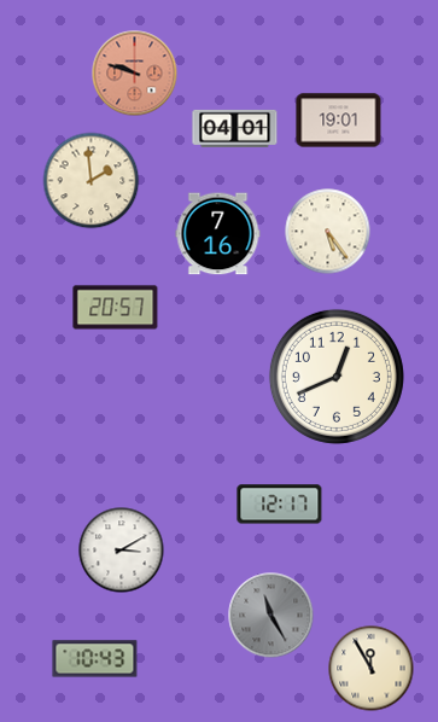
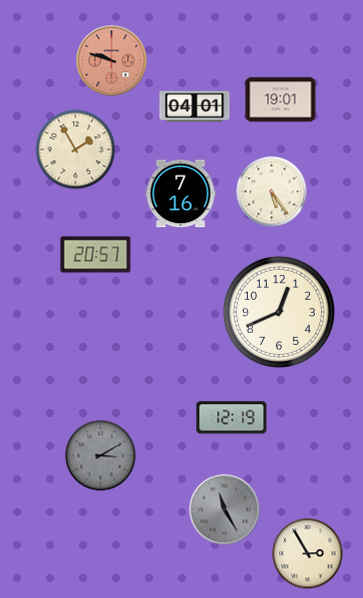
clock at (92, 181): 1:59 -> 1:55
clock at (280, 505): 12:17 -> 12:19
clock at (122, 551) dial: white -> grey
clock at (95, 659): 10:43 -> none
clock at (372, 669): 11:55 -> 2:55
